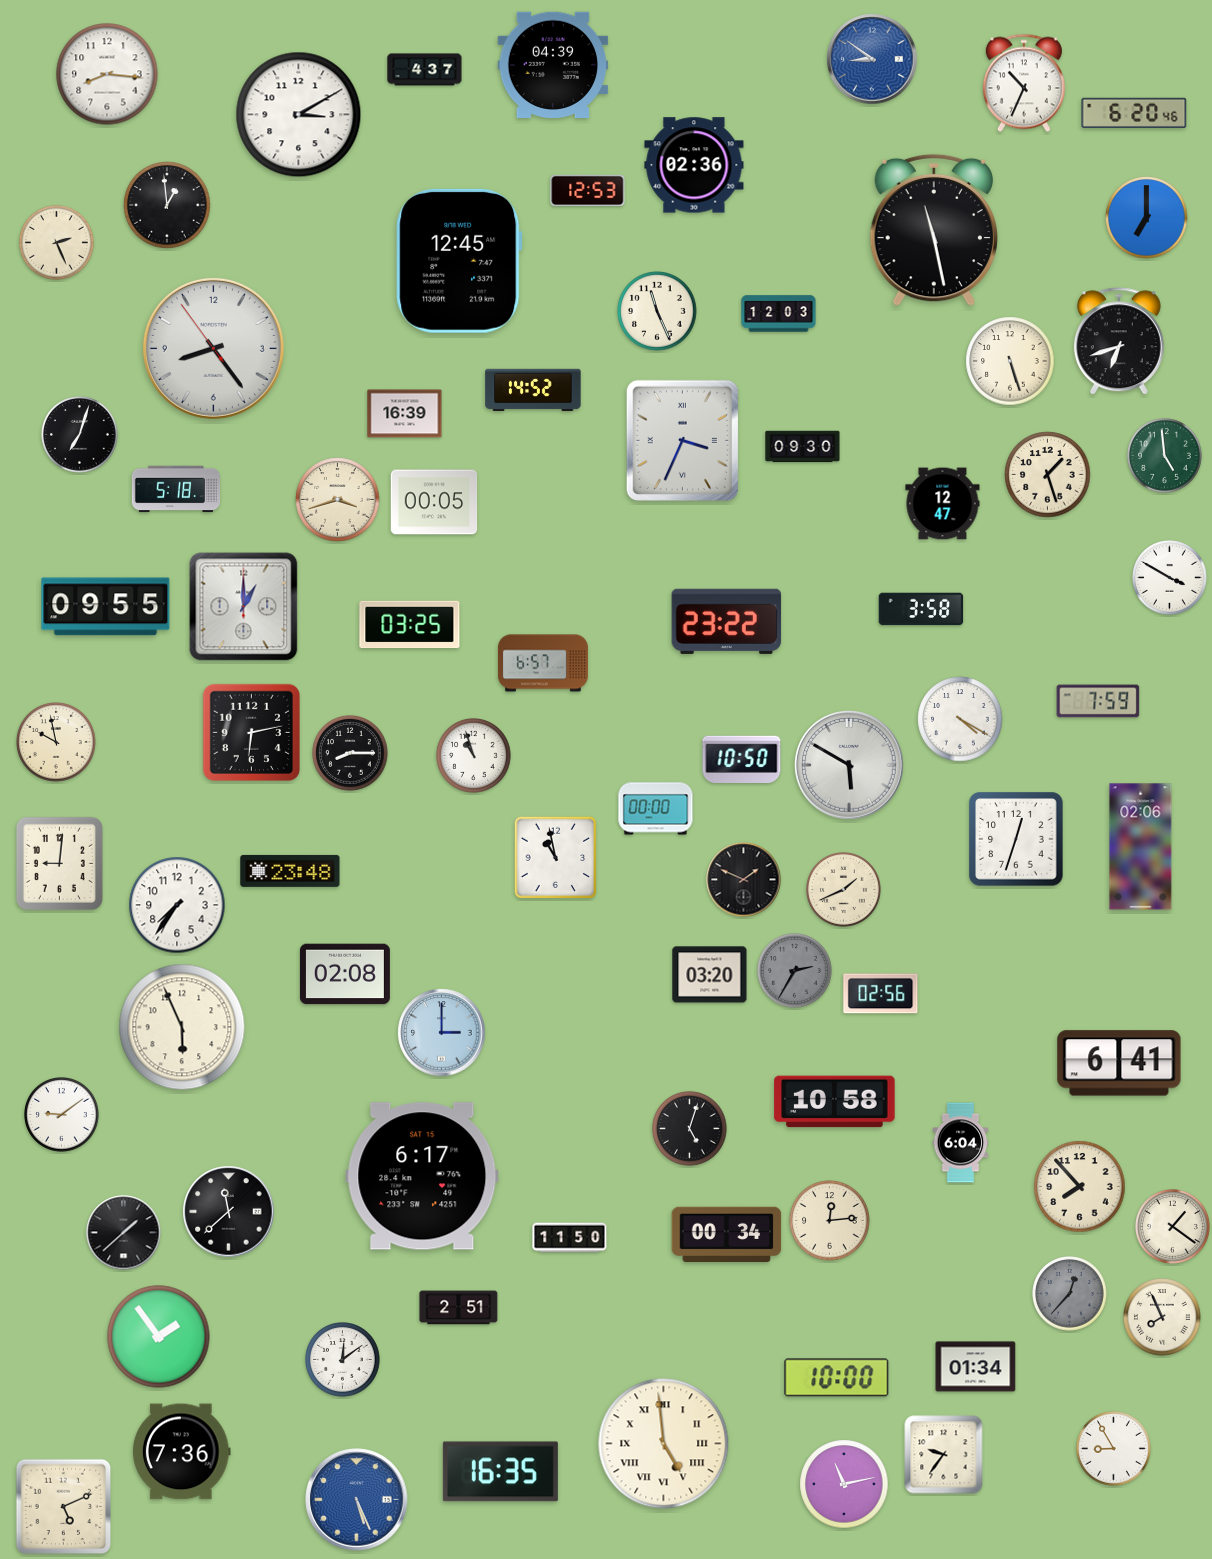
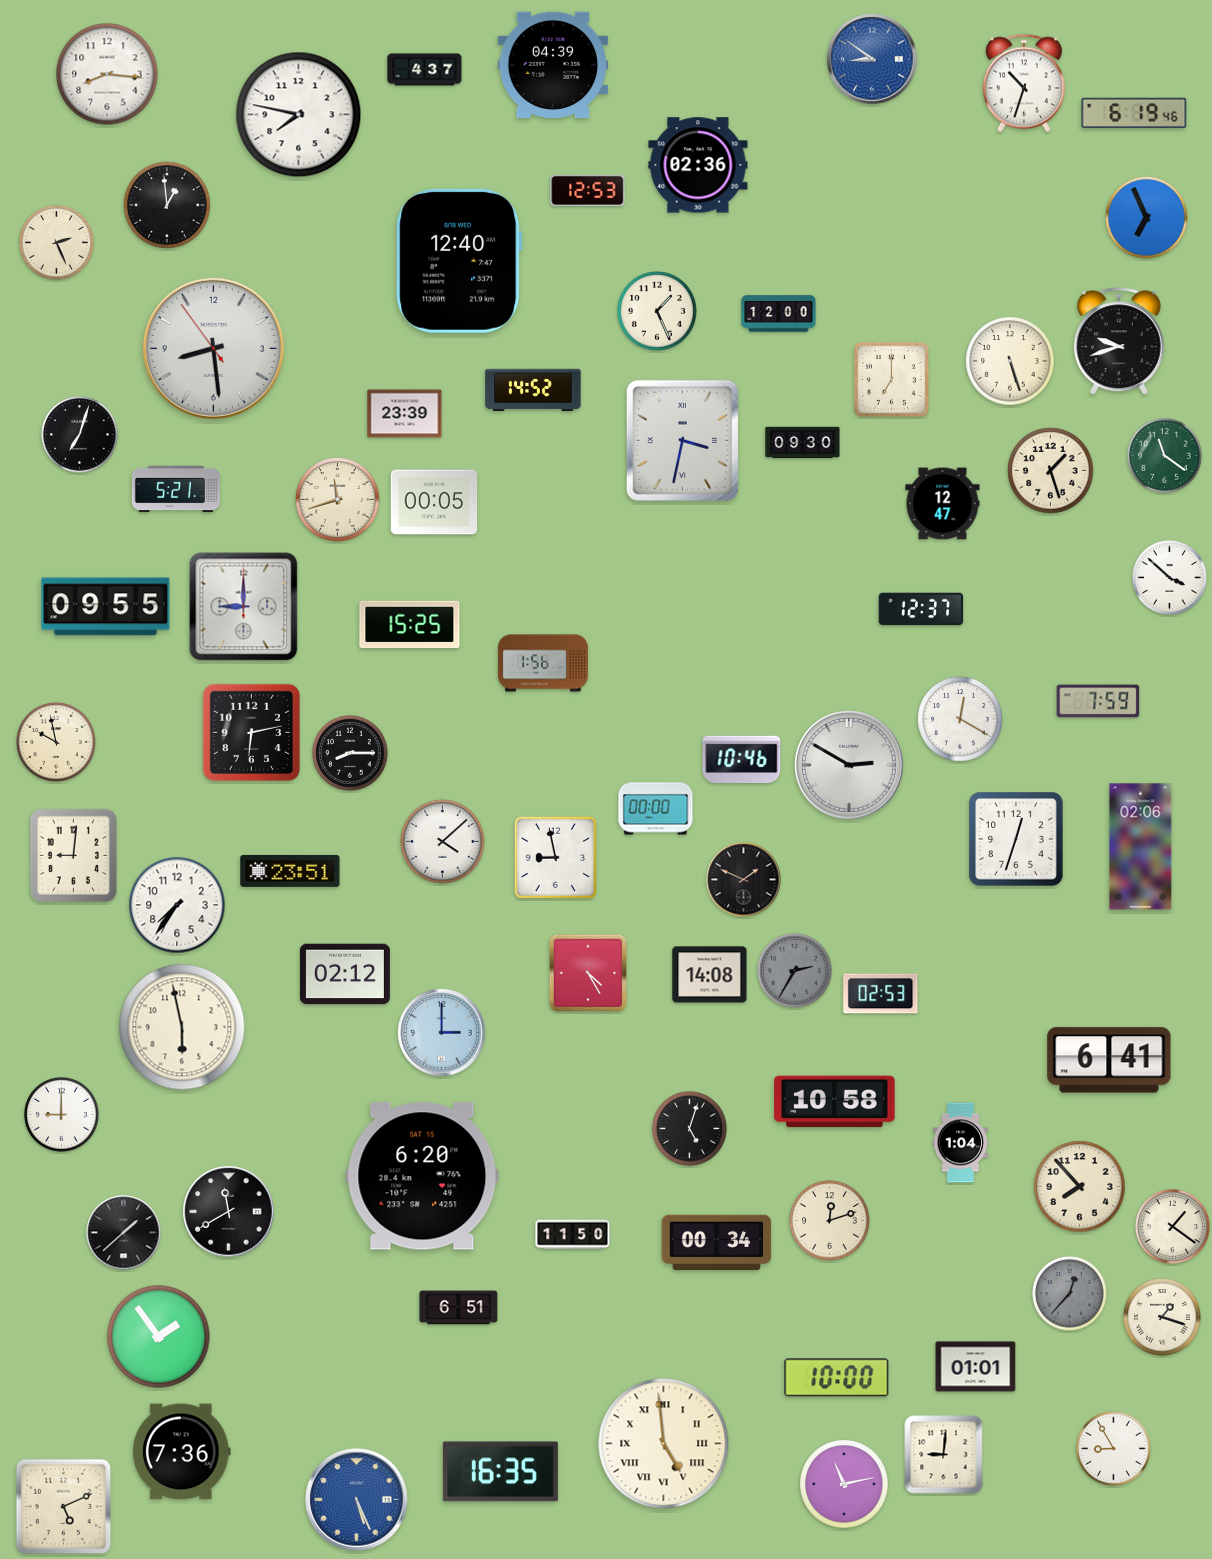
clock at (1024, 83): 10:34 -> 10:33
clock at (1134, 113): 6:20 -> 6:19
clock at (299, 115): 3:10 -> 7:47
clock at (694, 165) position: (694, 165) -> (698, 165)
clock at (1147, 218): 7:00 -> 6:56
clock at (934, 230): 11:28 -> none
clock at (459, 261): 12:45 -> 12:40
clock at (657, 311): 11:26 -> 1:26
clock at (779, 314): 12:03 -> 12:00
clock at (1119, 342): 6:42 -> 9:42
clock at (213, 348): 8:23 -> 8:28
clock at (891, 379): none -> 7:00
clock at (405, 414): 16:39 -> 23:39
clock at (682, 440): 3:34 -> 3:32
clock at (803, 447) position: (803, 447) -> (803, 443)
clock at (1165, 456): 4:59 -> 11:21
clock at (1048, 475) position: (1048, 475) -> (1051, 471)
clock at (176, 489): 5:18 -> 5:21
clock at (338, 500): 3:42 -> 11:42
clock at (1170, 578): 3:50 -> 3:52
clock at (244, 607): 1:00 -> 9:00
clock at (921, 609): 3:58 -> 12:37
clock at (727, 621): 23:22 -> none
clock at (410, 625): 03:25 -> 15:25
clock at (543, 663): 6:57 -> 1:56
clock at (960, 719): 4:20 -> 12:20
clock at (474, 756): 10:57 -> none
clock at (742, 759): 10:50 -> 10:46
clock at (849, 765): 5:50 -> 2:50
clock at (443, 842): none -> 4:08
clock at (556, 858): 10:58 -> 8:58
clock at (59, 863) position: (59, 863) -> (73, 855)
clock at (290, 871): 23:48 -> 23:51
clock at (844, 890): 1:41 -> none
clock at (587, 972): none -> 4:25
clock at (345, 974): 02:08 -> 02:12
clock at (710, 975): 03:20 -> 14:08
clock at (881, 994): 02:56 -> 02:53
clock at (182, 1027): 5:56 -> 5:58
clock at (1119, 1063) position: (1119, 1063) -> (1109, 1060)
clock at (62, 1115): 9:09 -> 9:00
clock at (961, 1143): 6:04 -> 1:04
clock at (422, 1176): 6:17 -> 6:20
clock at (229, 1212): 11:38 -> 11:40
clock at (830, 1221): 12:14 -> 12:12
clock at (727, 1234) position: (727, 1234) -> (717, 1242)
clock at (570, 1238) position: (570, 1238) -> (573, 1235)
clock at (459, 1308): 2:51 -> 6:51
clock at (1162, 1317): 7:56 -> 1:18
clock at (343, 1360): 12:09 -> none
clock at (976, 1367): 01:34 -> 01:01
clock at (944, 1455): 9:36 -> 9:01
